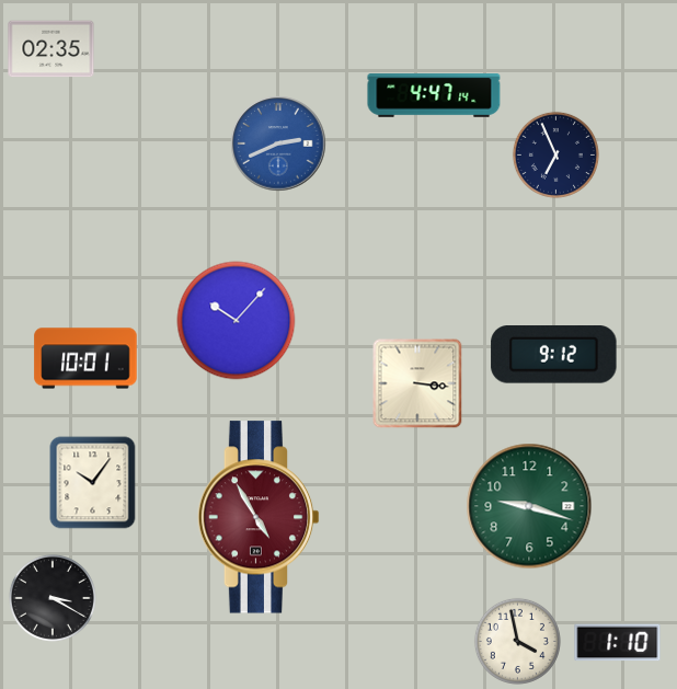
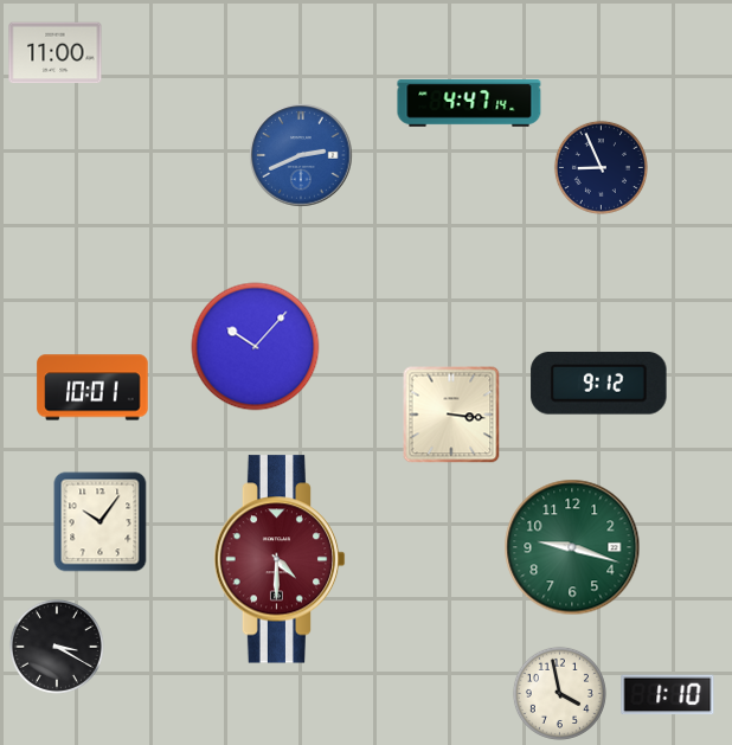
clock at (51, 49): 02:35 -> 11:00
clock at (555, 154): 6:56 -> 8:56
clock at (259, 517): 4:55 -> 4:30
